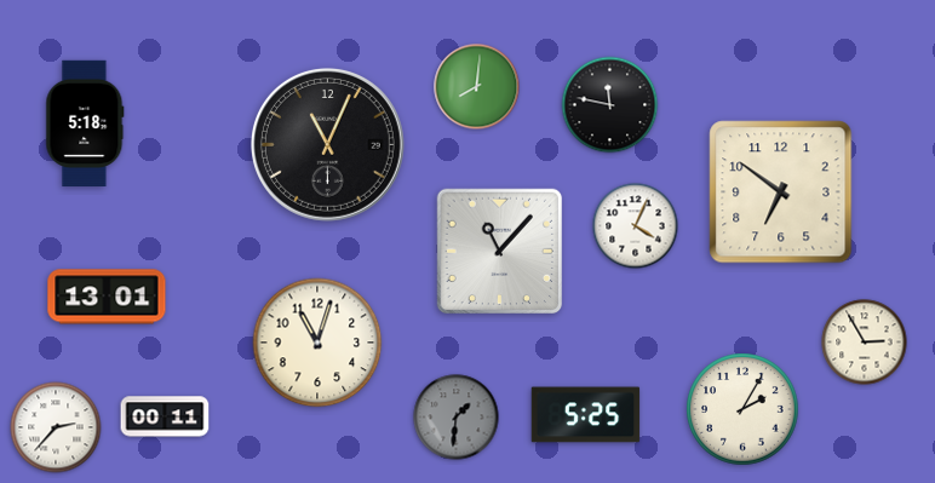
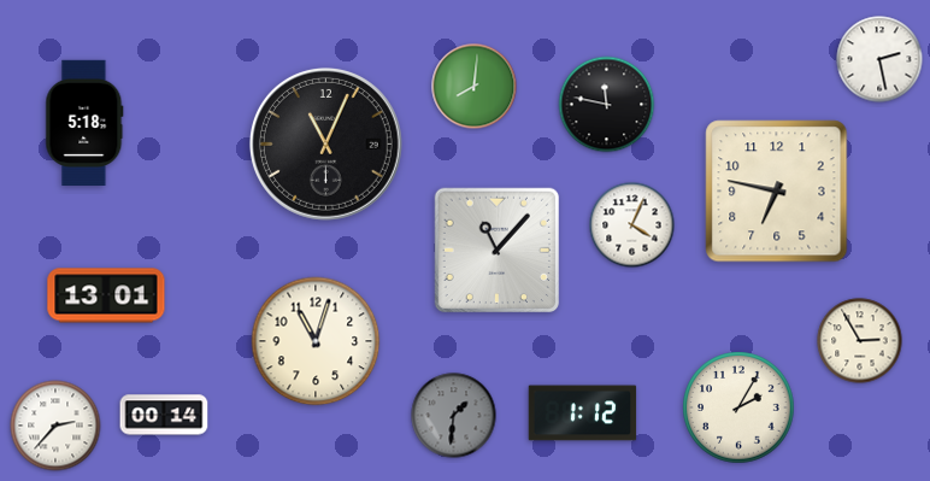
clock at (879, 59): none -> 2:28
clock at (781, 192): 6:51 -> 6:47
clock at (586, 415): 5:25 -> 1:12
clock at (165, 416): 00:11 -> 00:14
